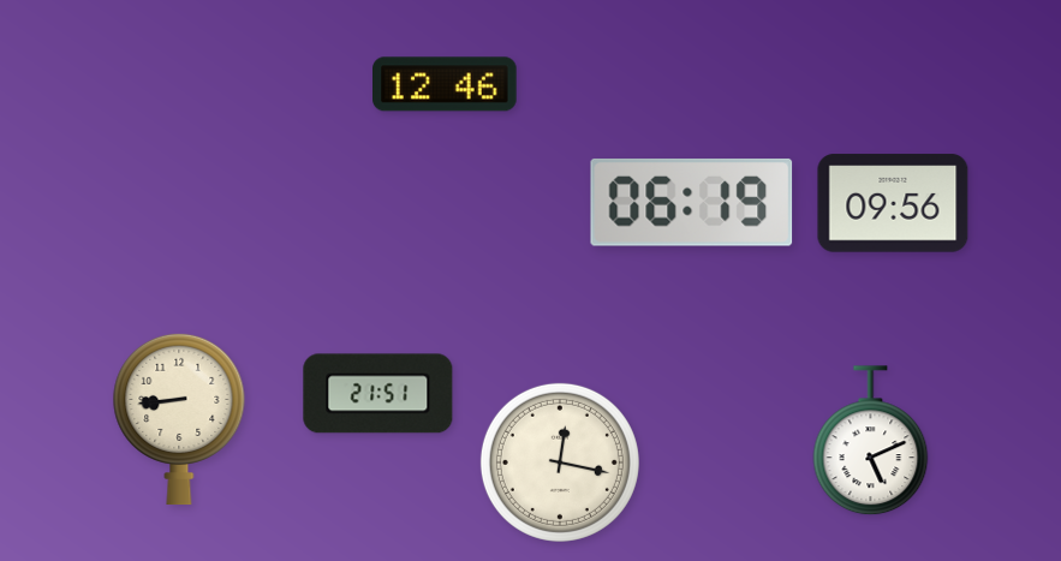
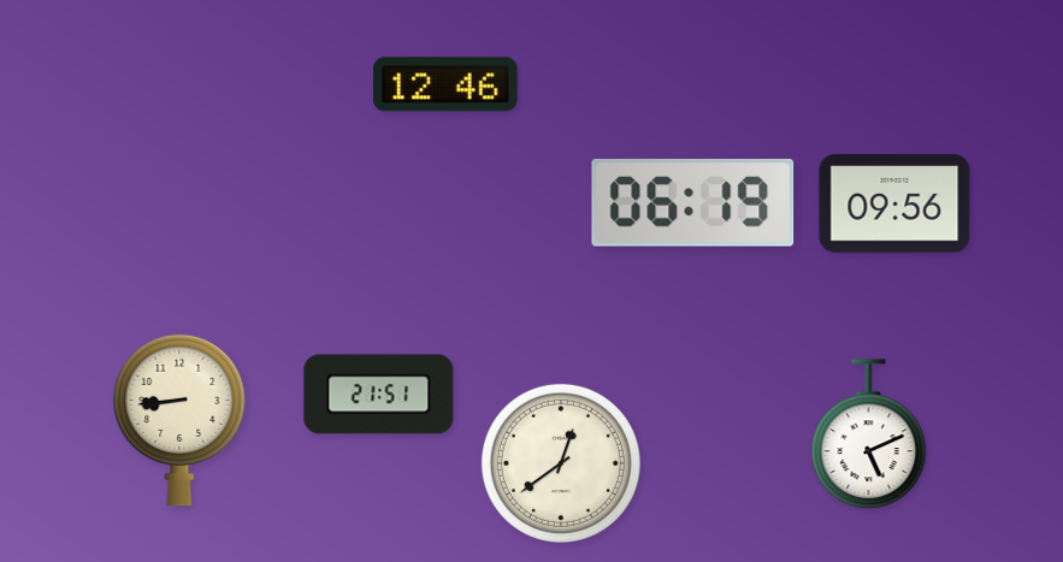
clock at (871, 441) position: (871, 441) -> (869, 434)
clock at (560, 462): 12:17 -> 12:39
